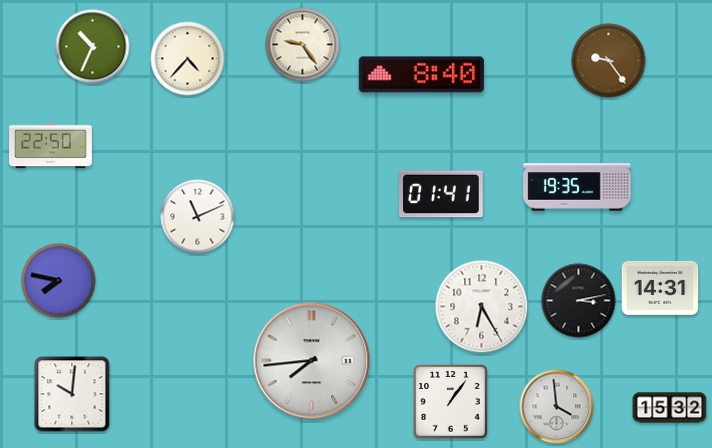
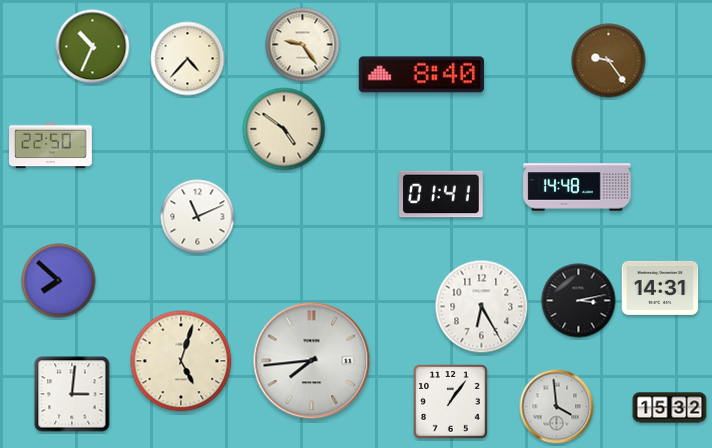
clock at (284, 129): none -> 4:51
clock at (577, 187): 19:35 -> 14:48
clock at (59, 281): 7:47 -> 7:52
clock at (181, 361): none -> 5:03
clock at (72, 394): 10:01 -> 3:01
